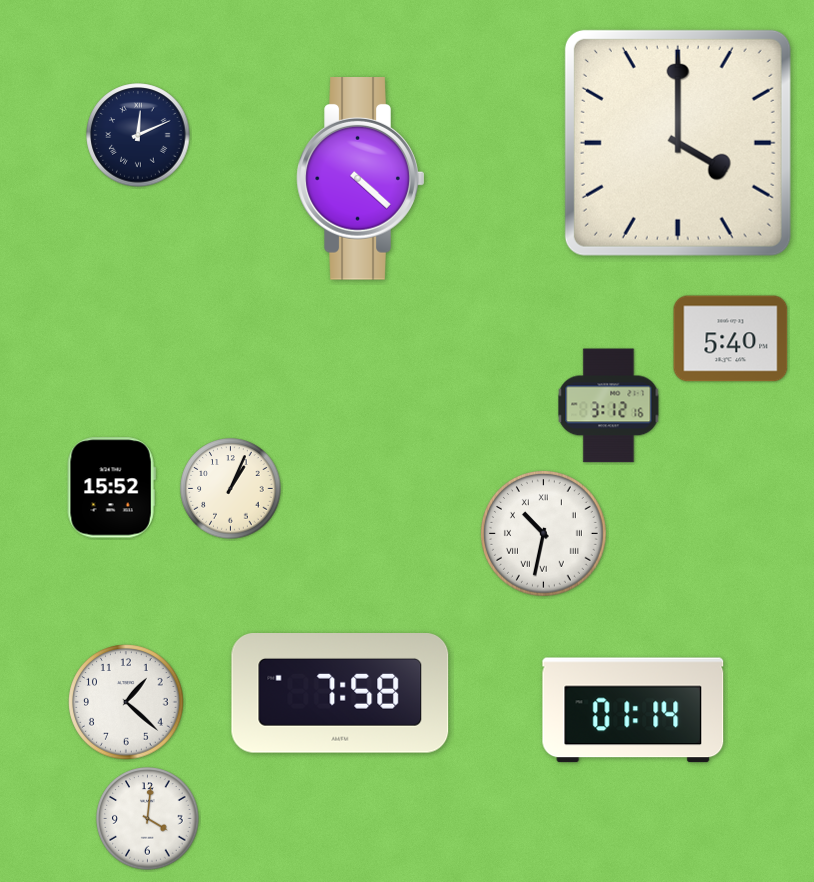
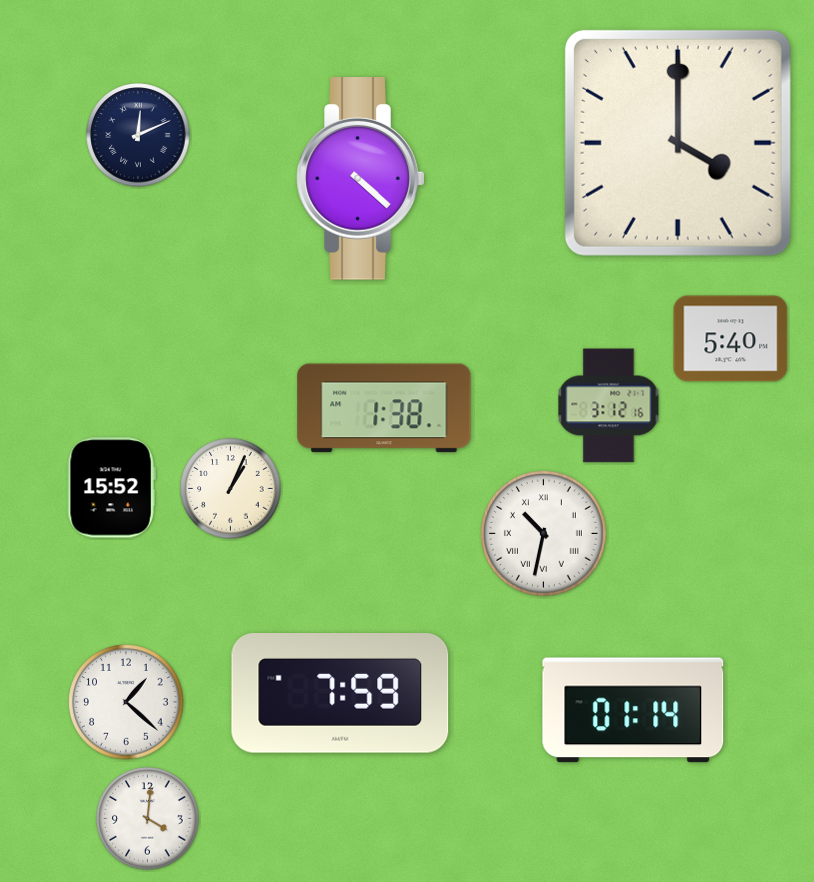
clock at (384, 408): none -> 1:38
clock at (340, 694): 7:58 -> 7:59
